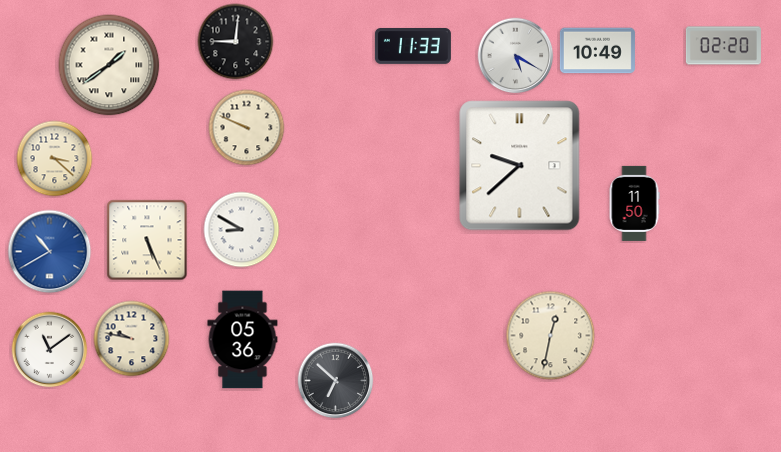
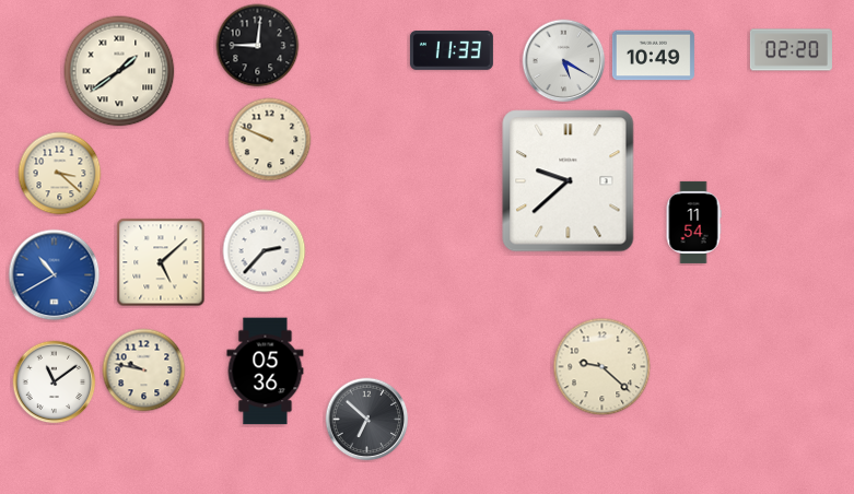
clock at (634, 203): 11:50 -> 11:54
clock at (242, 230): 8:50 -> 2:37
clock at (147, 240): 5:26 -> 5:08
clock at (551, 336): 12:32 -> 9:22
clock at (336, 381) position: (336, 381) -> (367, 420)
